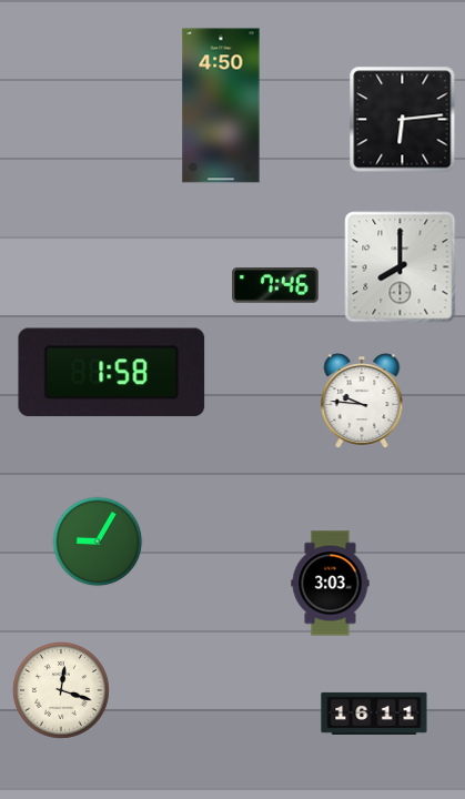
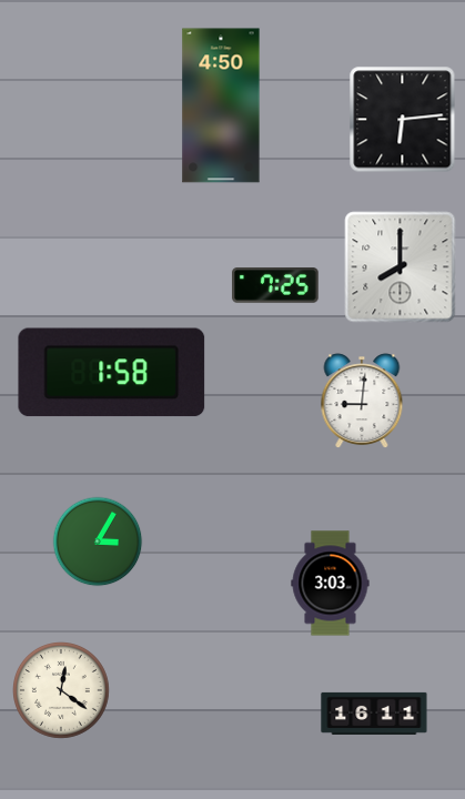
clock at (276, 286): 7:46 -> 7:25
clock at (362, 401): 9:46 -> 9:01
clock at (98, 542): 9:05 -> 3:05
clock at (62, 691): 12:18 -> 12:21
